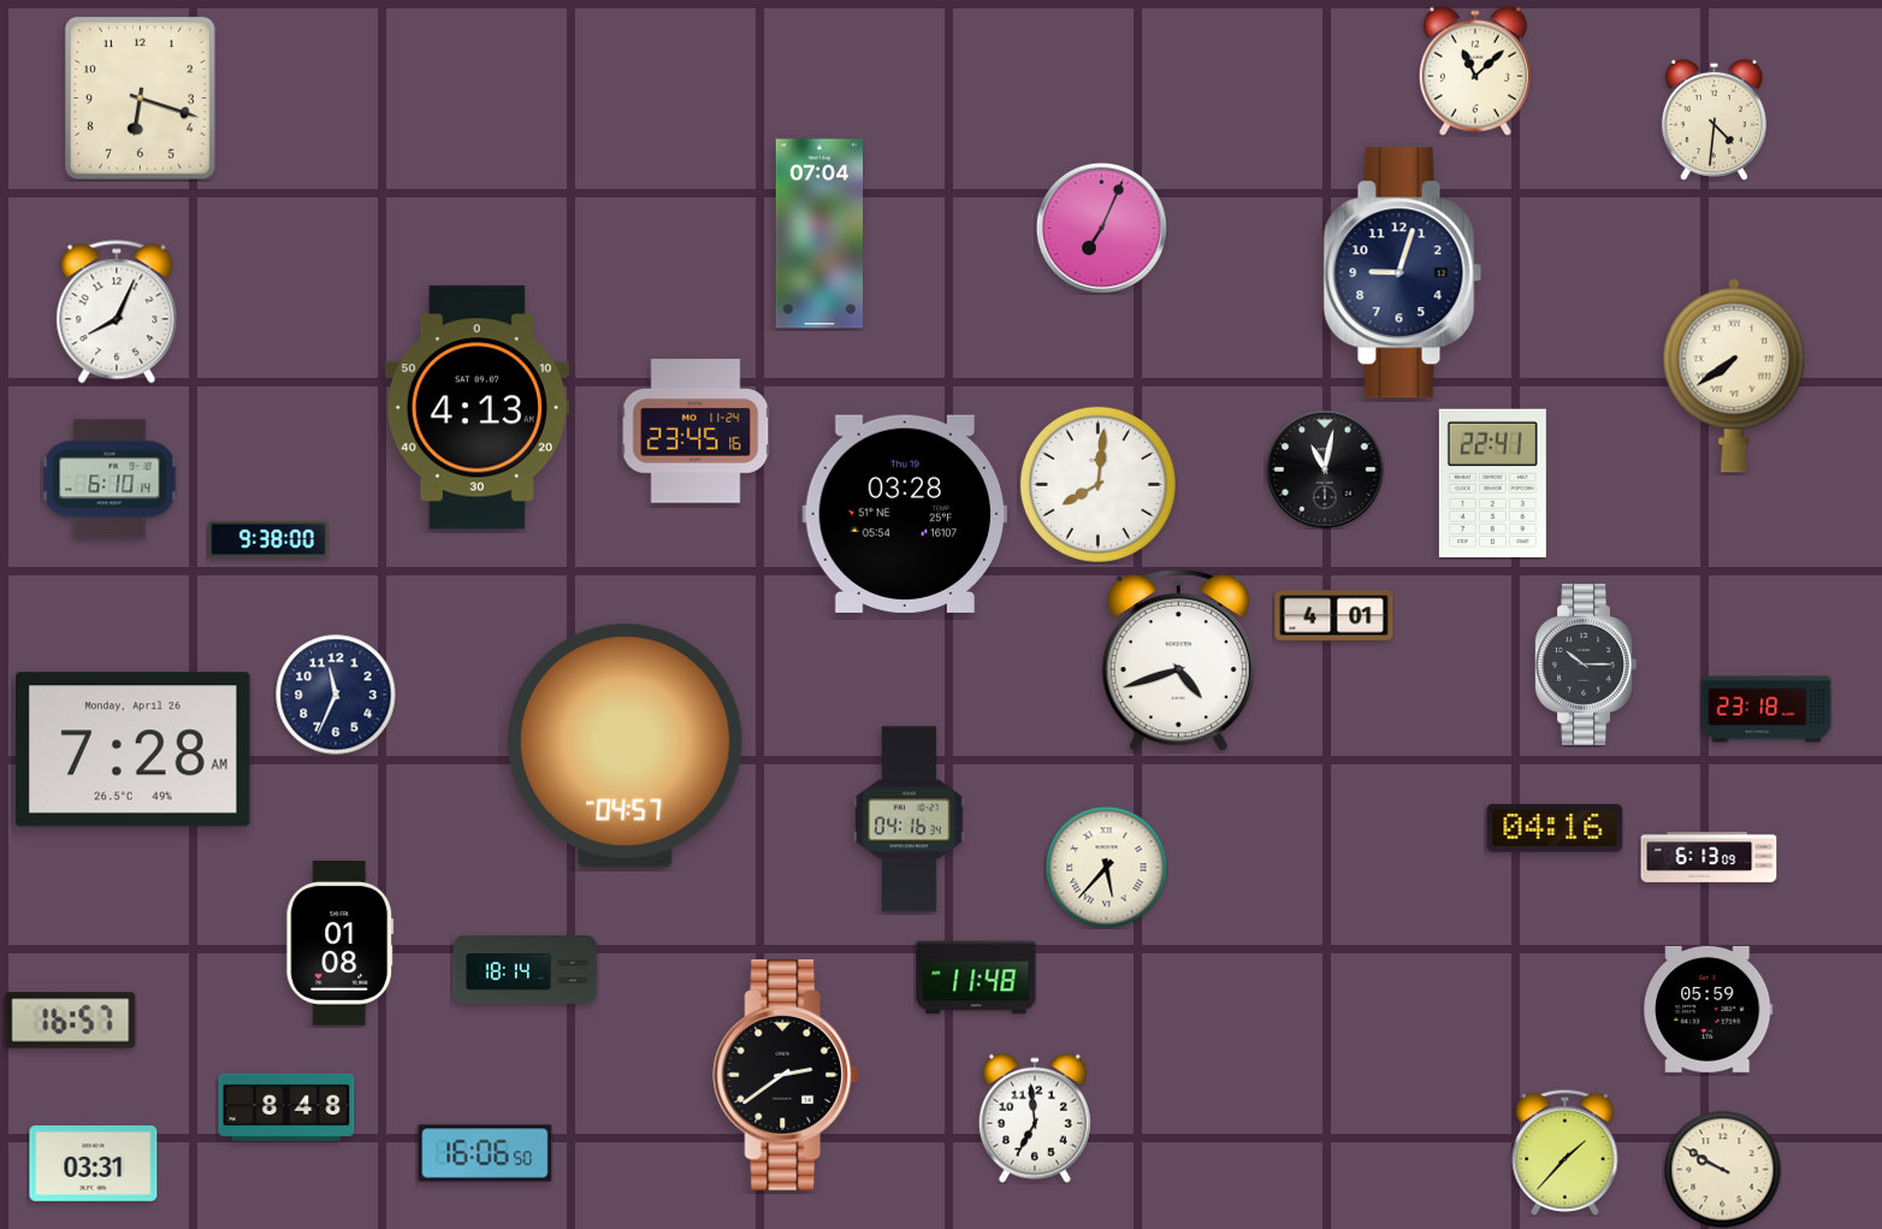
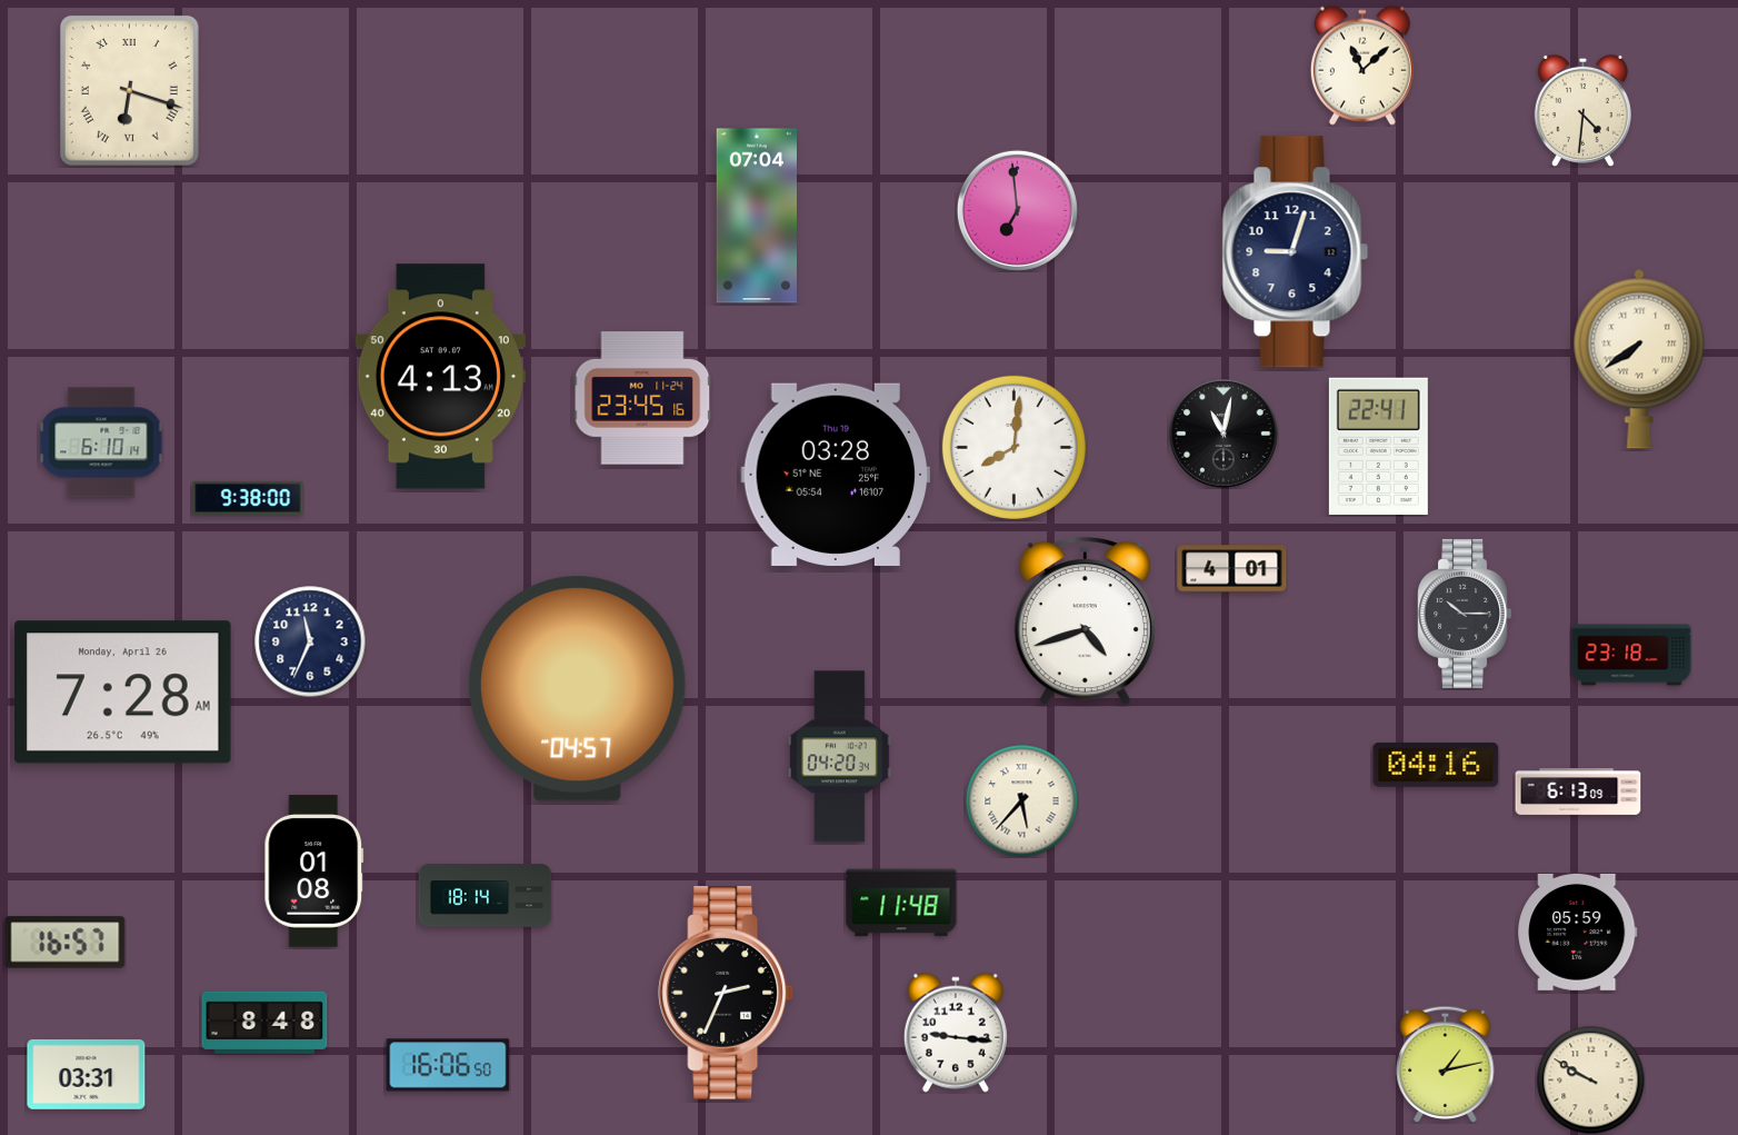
clock at (140, 98) numerals: Arabic -> Roman
clock at (1101, 228): 7:04 -> 6:59
clock at (117, 312): 8:04 -> none
clock at (1734, 376) position: (1734, 376) -> (1639, 359)
clock at (1178, 661) position: (1178, 661) -> (1085, 621)
clock at (910, 820): 04:16 -> 04:20
clock at (786, 1076): 2:39 -> 2:34
clock at (1035, 1118): 6:59 -> 9:16
clock at (1566, 1152): 1:37 -> 1:13
